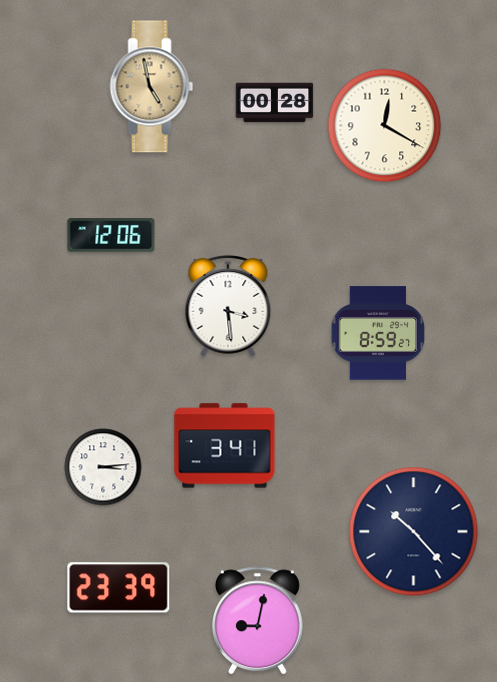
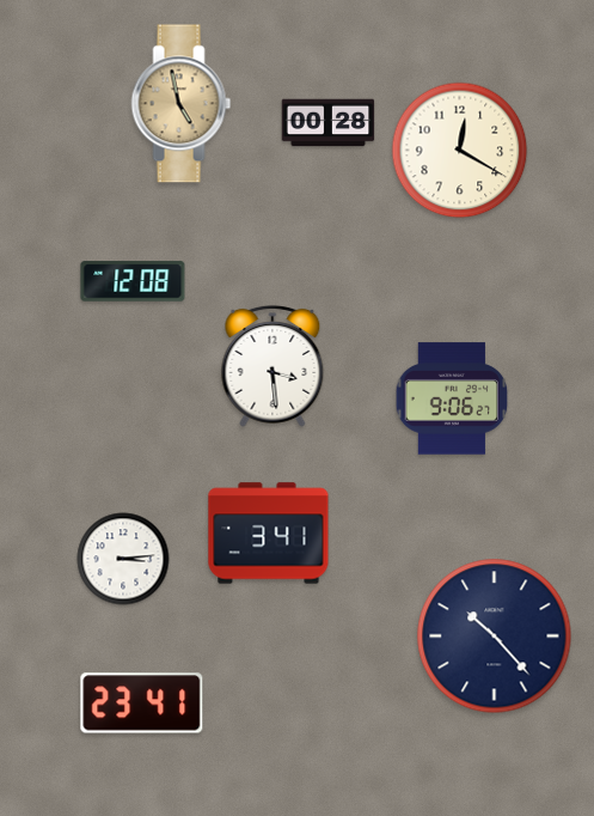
clock at (111, 235): 12:06 -> 12:08
clock at (378, 333): 8:59 -> 9:06
clock at (119, 588): 23:39 -> 23:41
clock at (258, 621): 9:02 -> none
